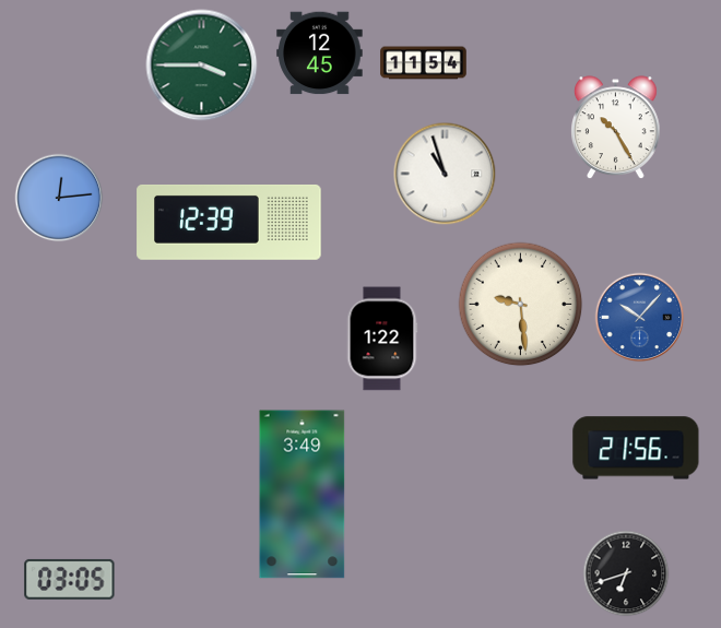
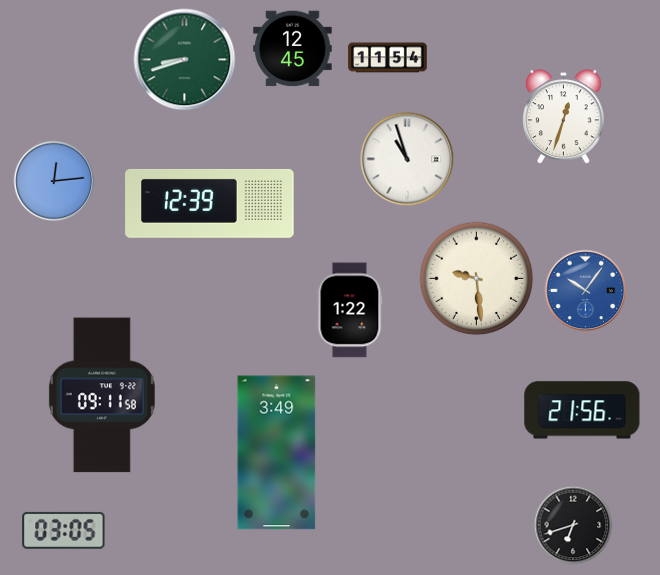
clock at (202, 66): 3:45 -> 8:42
clock at (616, 128): 10:25 -> 12:33
clock at (640, 318): 10:07 -> 10:06
clock at (102, 395): none -> 09:11
